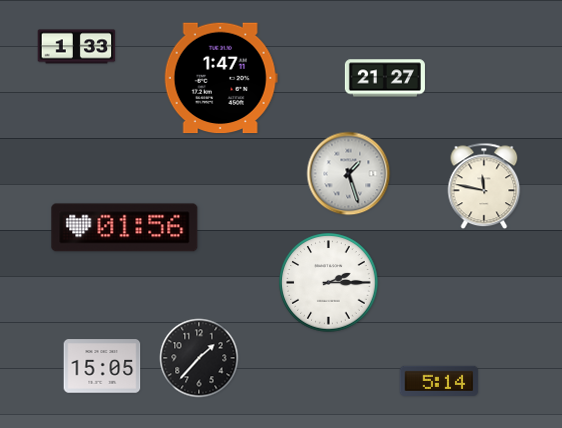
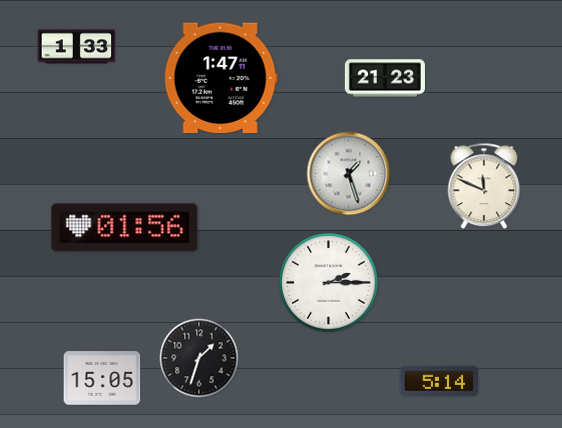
clock at (385, 78): 21:27 -> 21:23
clock at (484, 186): 11:47 -> 11:49
clock at (199, 358): 1:37 -> 1:33
clock at (102, 366) position: (102, 366) -> (102, 378)
